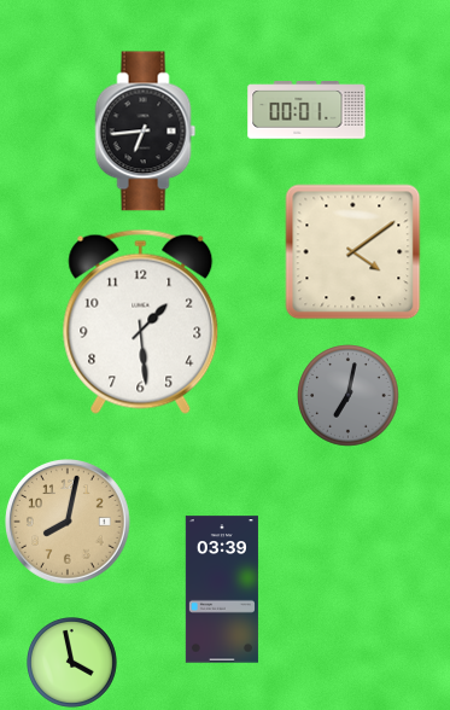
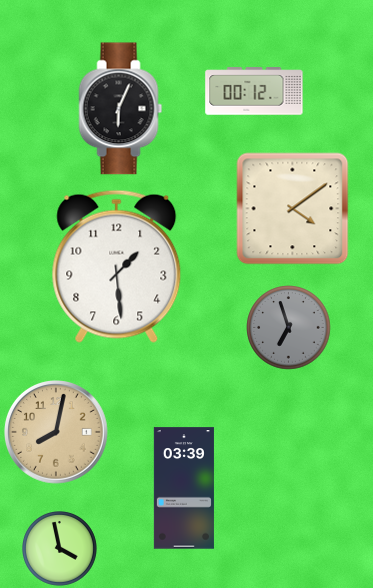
clock at (306, 110): 00:01 -> 00:12
clock at (146, 132): 6:44 -> 6:04
clock at (349, 396): 7:02 -> 6:57
